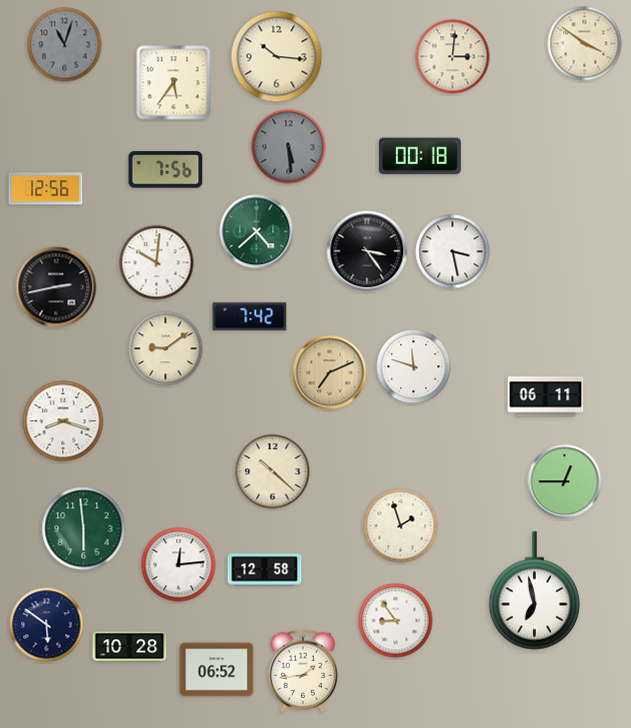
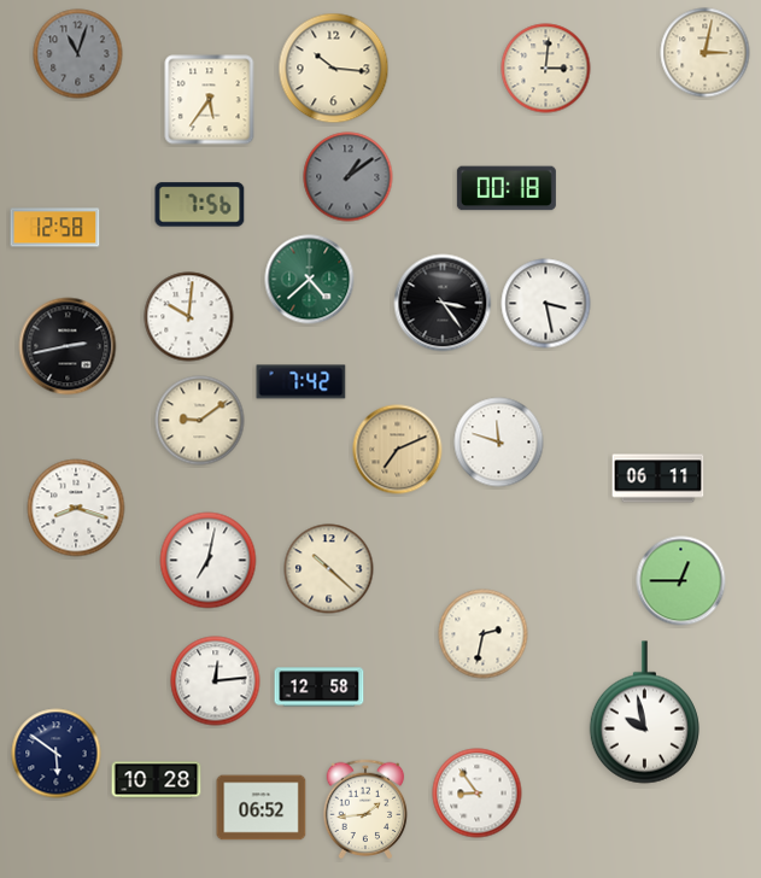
clock at (585, 44): 3:51 -> 3:02
clock at (289, 147): 5:29 -> 1:09
clock at (46, 189): 12:56 -> 12:58
clock at (209, 561): none -> 7:02
clock at (401, 526): 1:57 -> 2:32
clock at (84, 529): 5:59 -> none
clock at (534, 591): 6:58 -> 9:58
clock at (396, 621) position: (396, 621) -> (478, 794)
